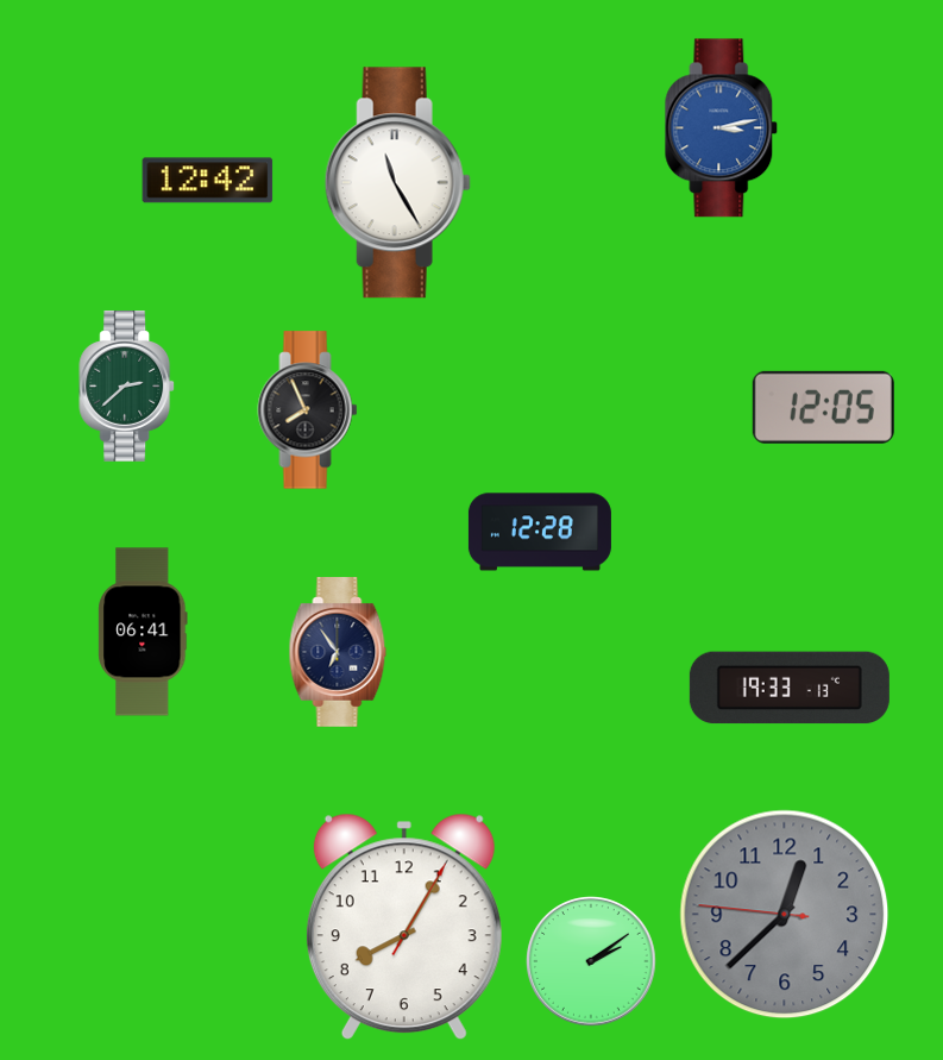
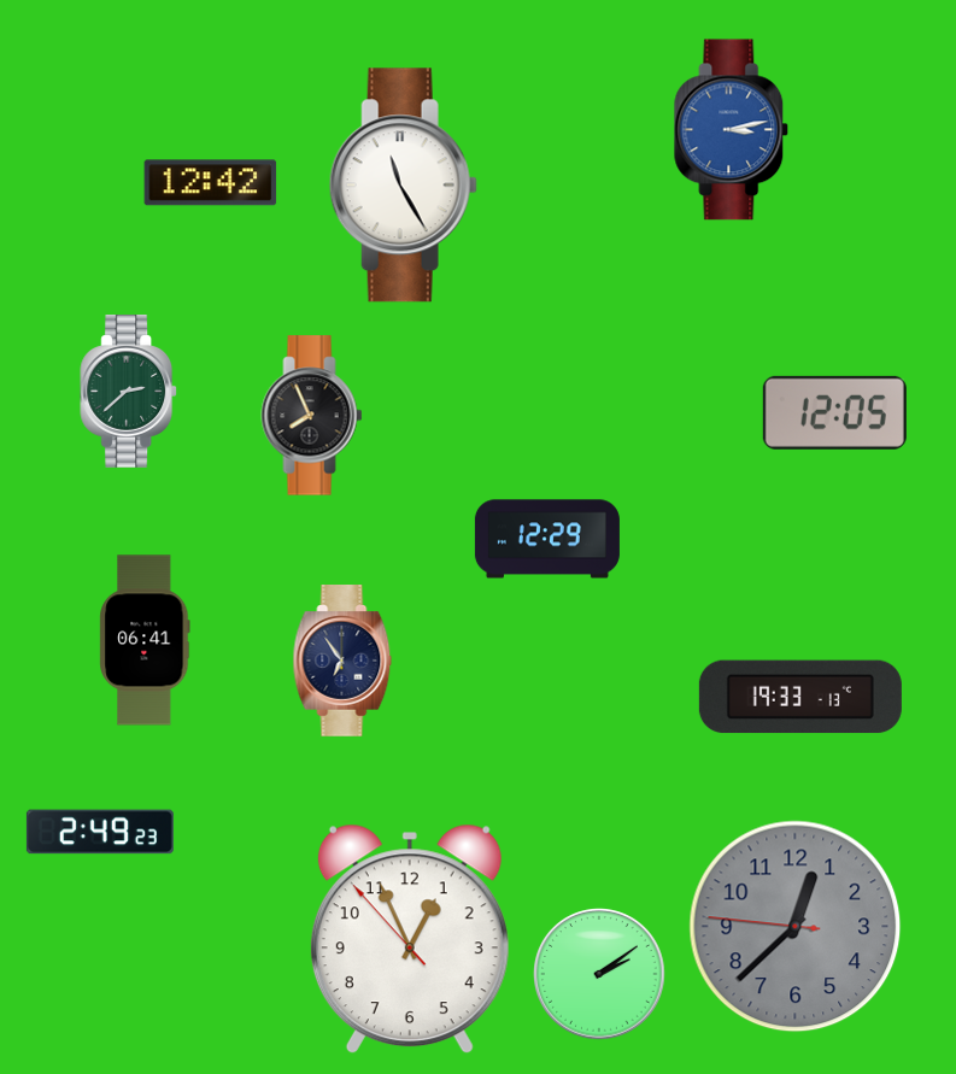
clock at (540, 532): 12:28 -> 12:29
clock at (100, 832): none -> 2:49
clock at (404, 927): 8:05 -> 12:55
